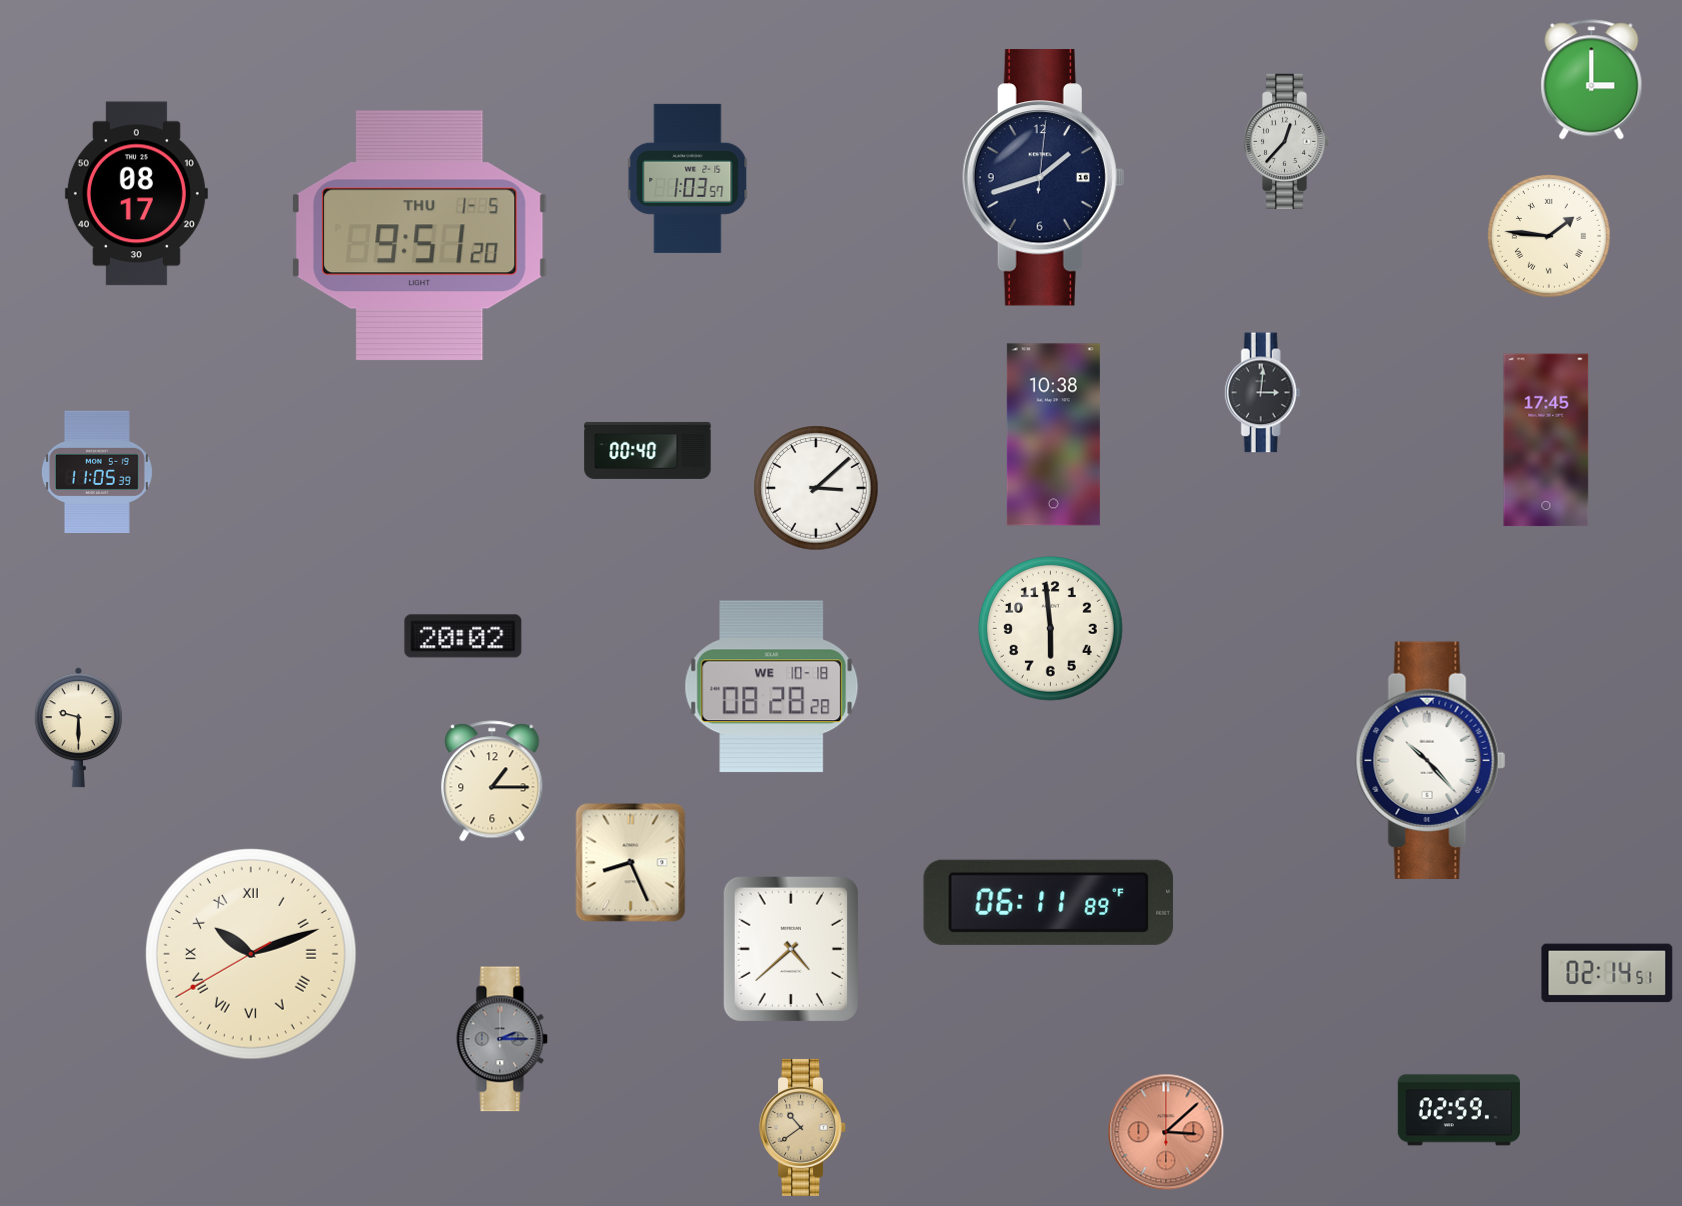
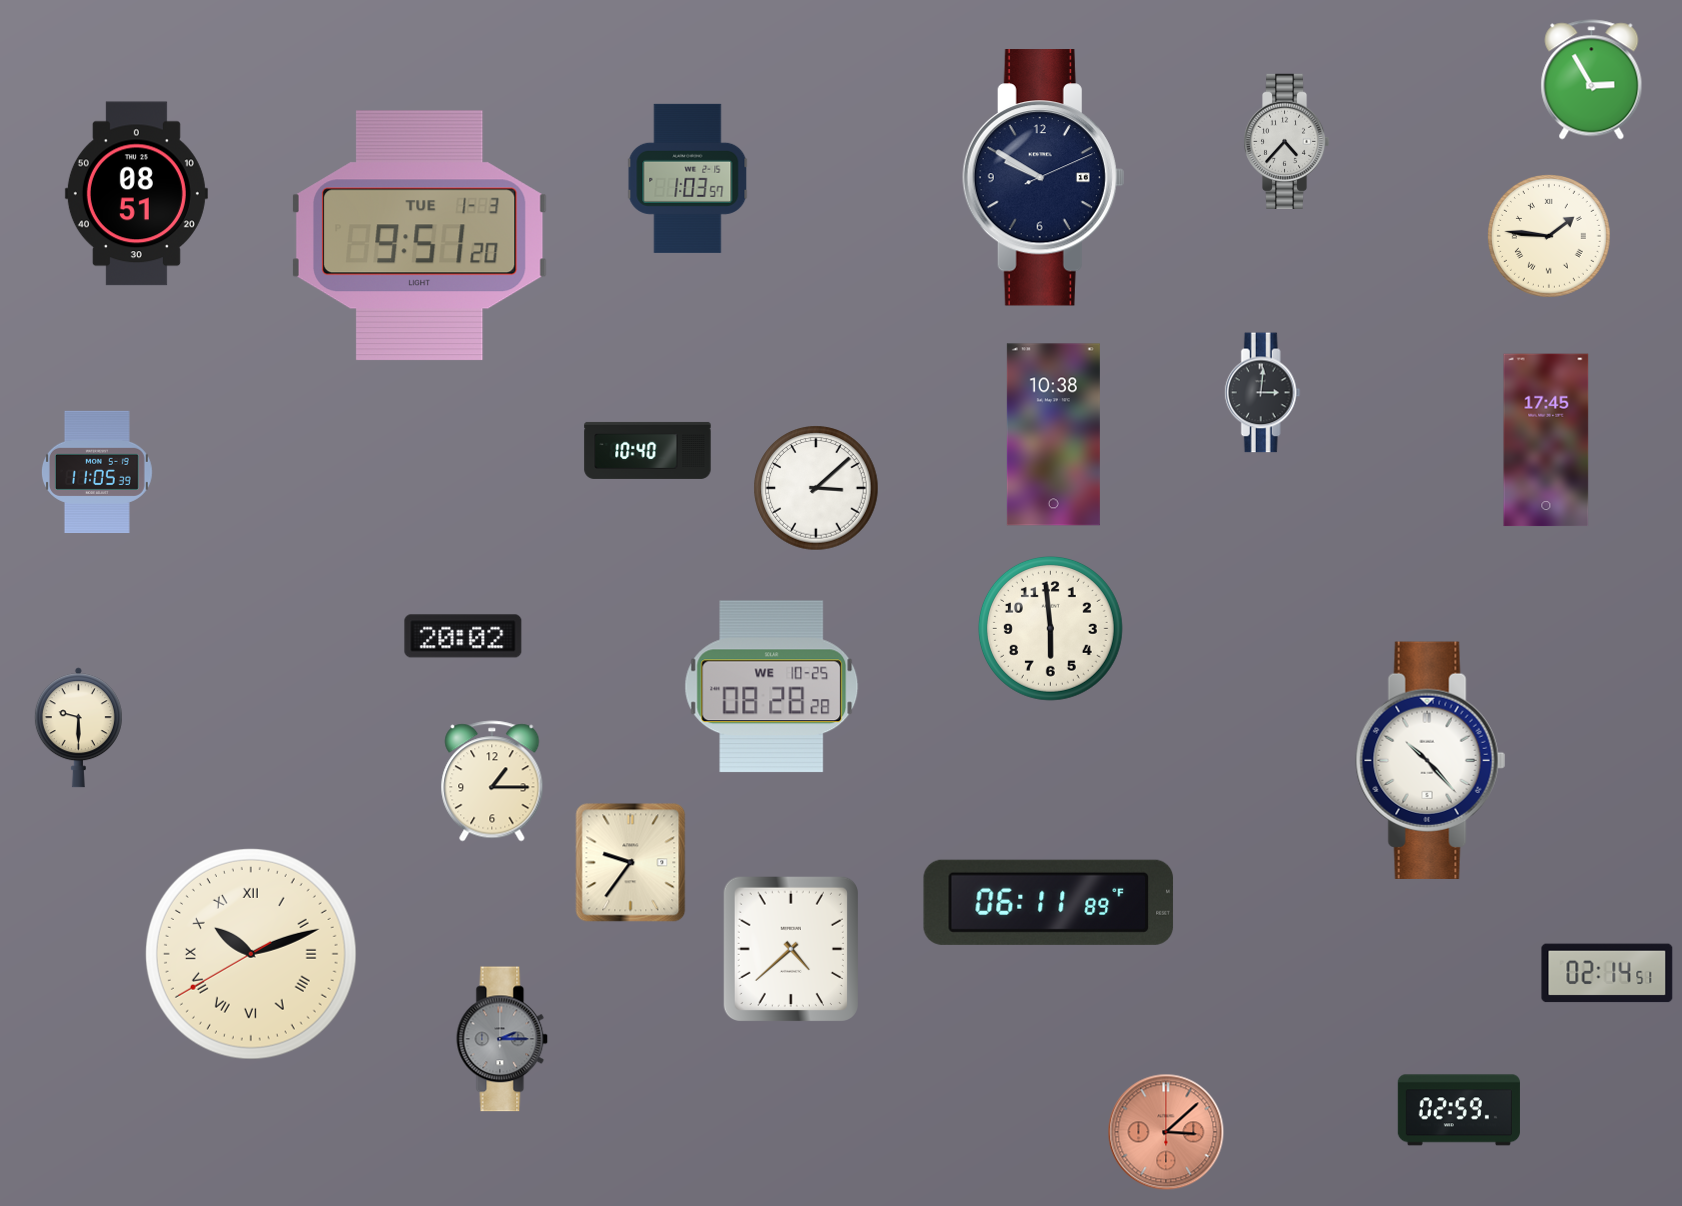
clock at (1592, 80): 3:00 -> 2:55
clock at (1286, 141): 12:37 -> 4:37
clock at (1043, 178): 1:42 -> 9:50
clock at (136, 194): 08:17 -> 08:51
clock at (419, 236) date: THU 1-5 -> TUE 1-3
clock at (648, 450): 00:40 -> 10:40
clock at (772, 687) date: WE 10-18 -> WE 10-25
clock at (631, 863): 8:26 -> 9:36
clock at (803, 1127): 10:39 -> none
